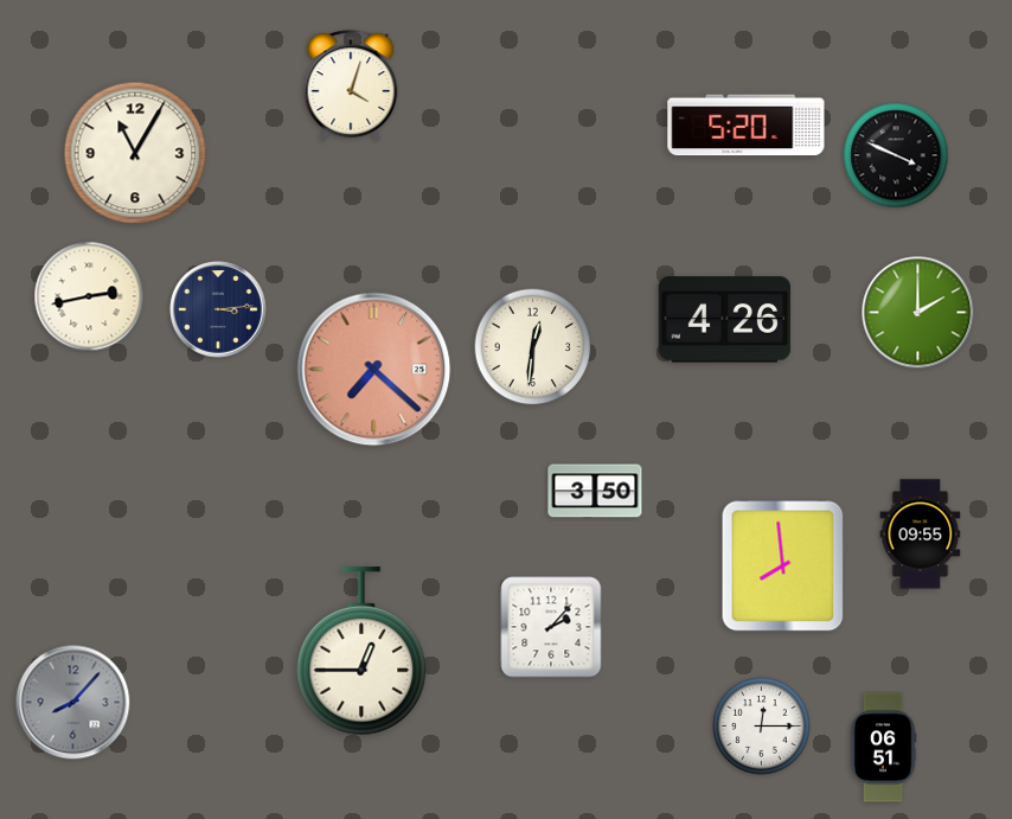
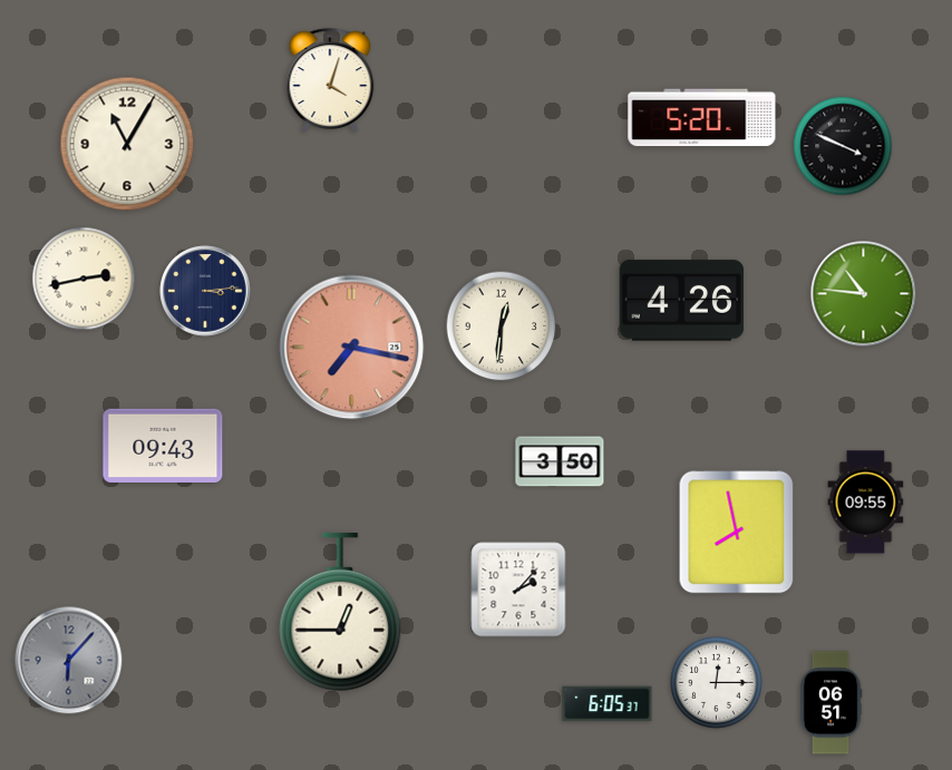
clock at (918, 313): 2:00 -> 10:46
clock at (374, 370): 7:22 -> 7:17
clock at (163, 445): none -> 09:43
clock at (783, 567): 7:59 -> 7:58
clock at (73, 703): 8:07 -> 6:07
clock at (608, 704): none -> 6:05
